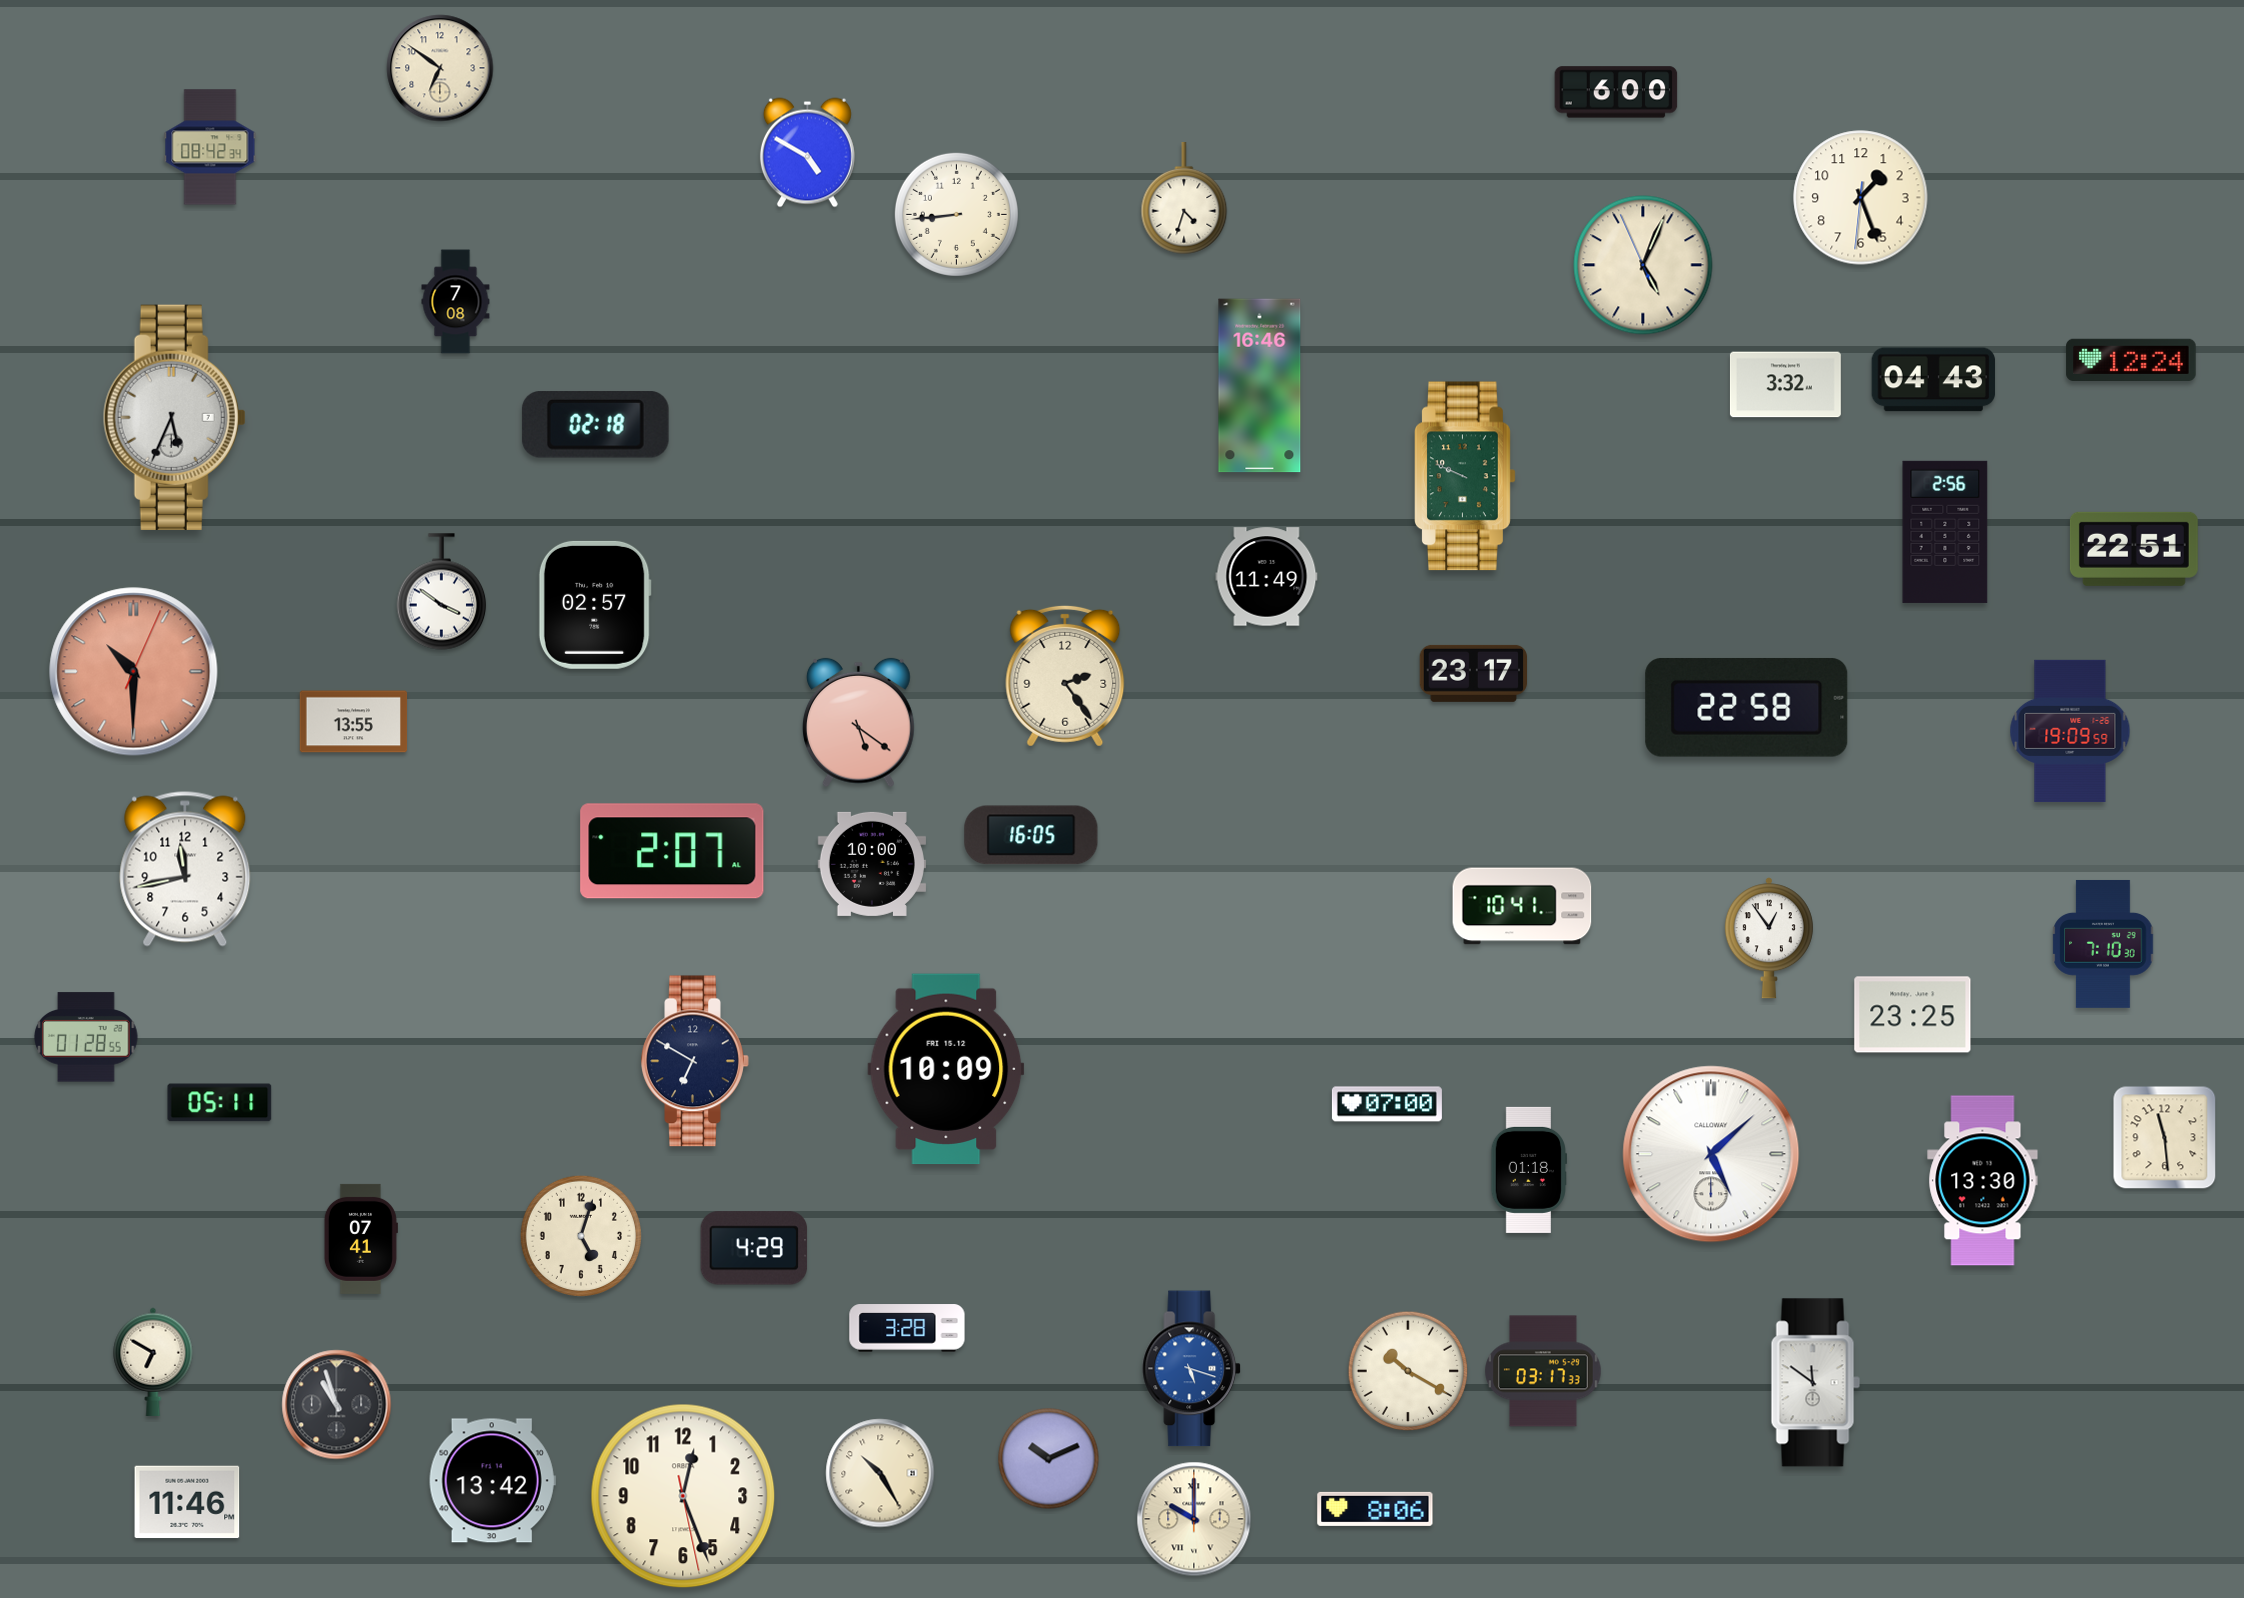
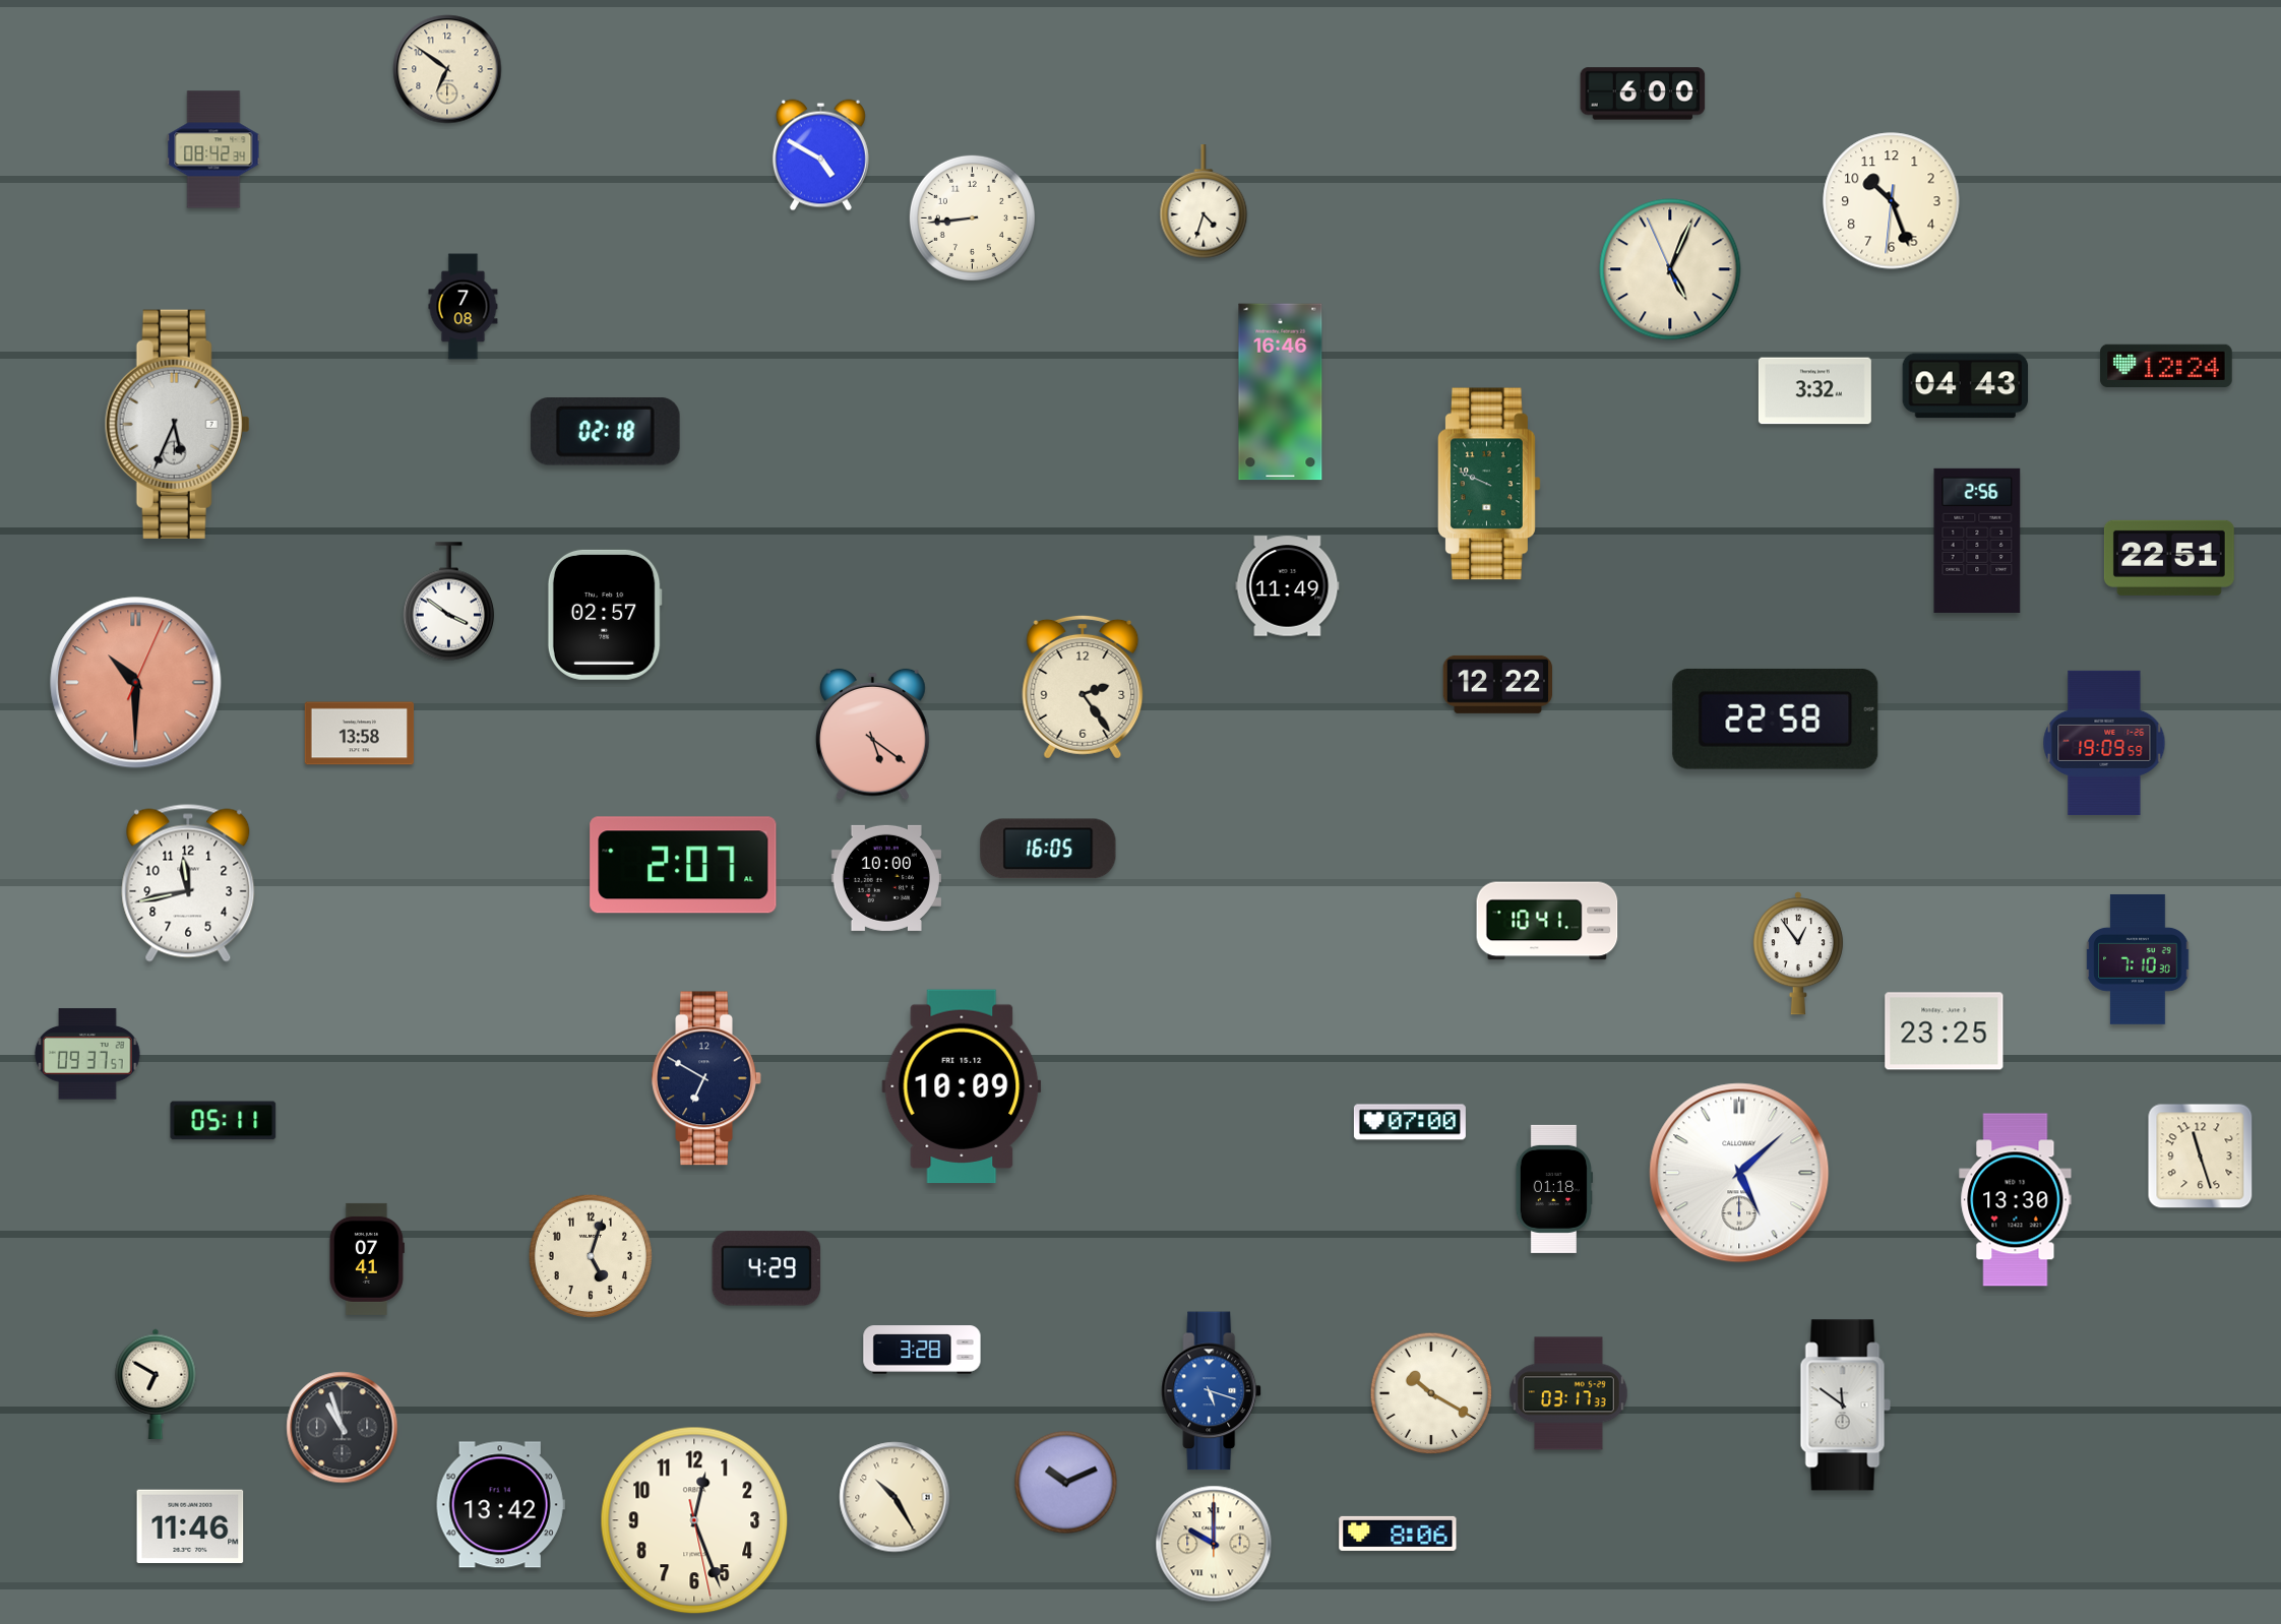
clock at (1861, 198): 1:26 -> 10:26
clock at (1474, 673): 23:17 -> 12:22
clock at (354, 722): 13:55 -> 13:58
clock at (86, 1037): 01:28 -> 09:37
clock at (2165, 1138): 11:29 -> 11:27
